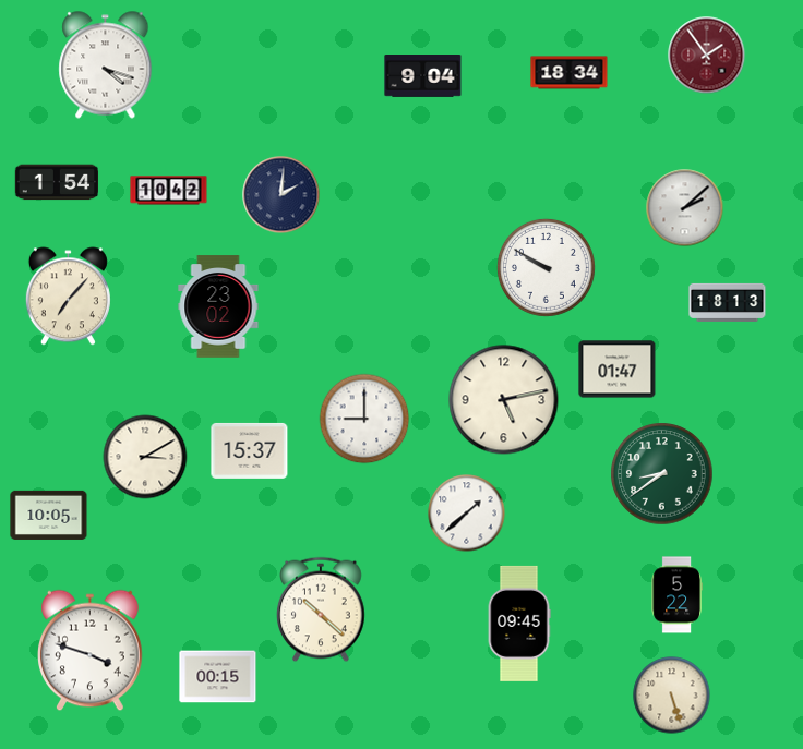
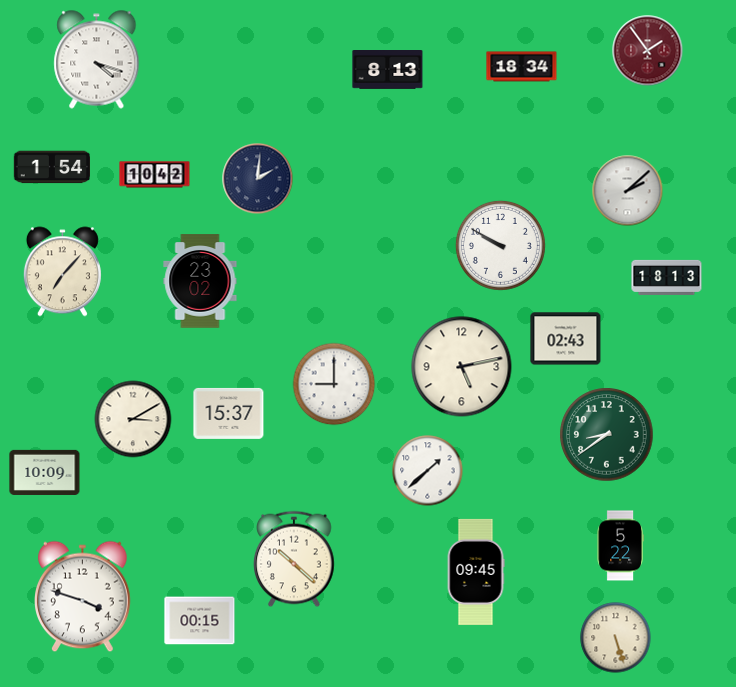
clock at (423, 76): 9:04 -> 8:13
clock at (618, 370): 01:47 -> 02:43
clock at (49, 515): 10:05 -> 10:09
